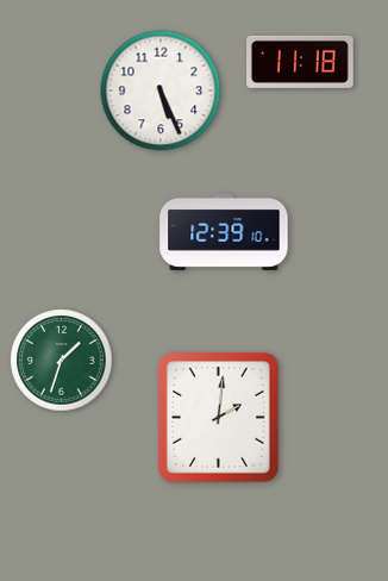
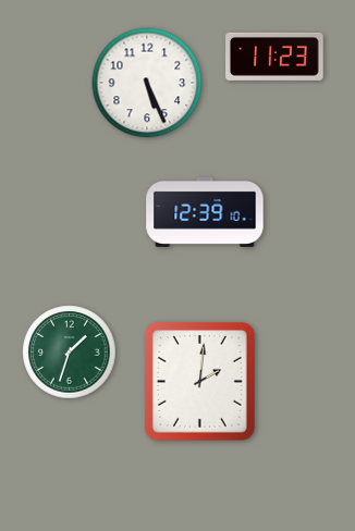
clock at (300, 62): 11:18 -> 11:23
clock at (62, 361) position: (62, 361) -> (70, 353)
